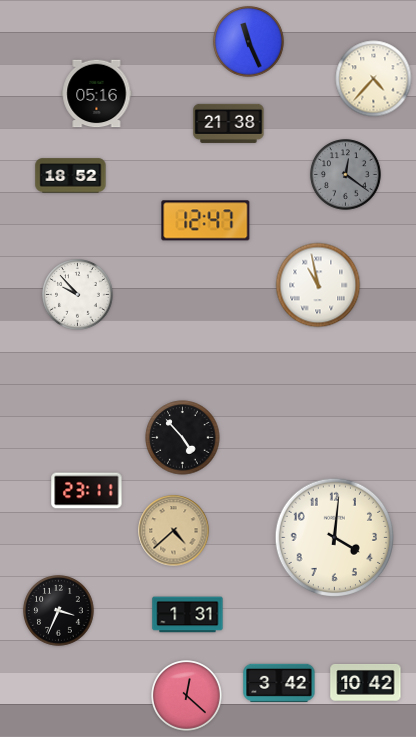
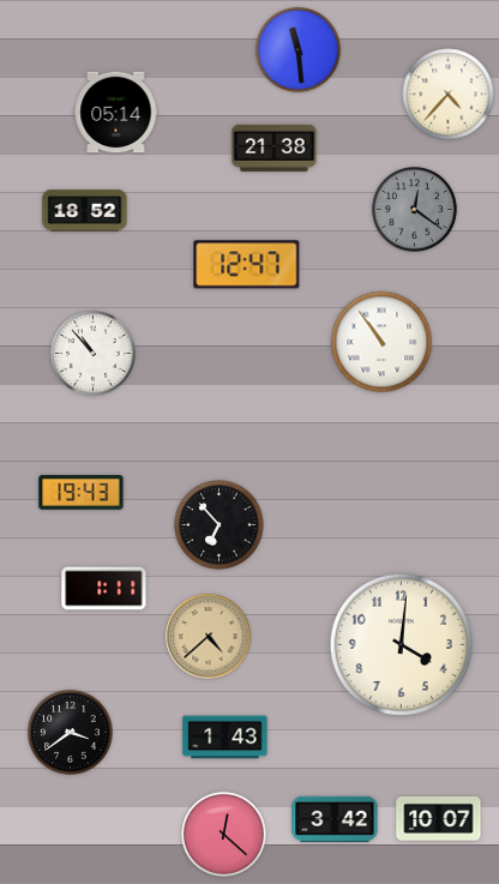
clock at (249, 42): 11:26 -> 11:29
clock at (97, 94): 05:16 -> 05:14
clock at (318, 285): 10:58 -> 10:54
clock at (78, 295): 9:53 -> 10:53
clock at (82, 493): none -> 19:43
clock at (183, 438): 4:53 -> 6:53
clock at (87, 491): 23:11 -> 1:11
clock at (59, 611): 3:34 -> 3:39
clock at (188, 615): 1:31 -> 1:43
clock at (366, 683): 10:42 -> 10:07
